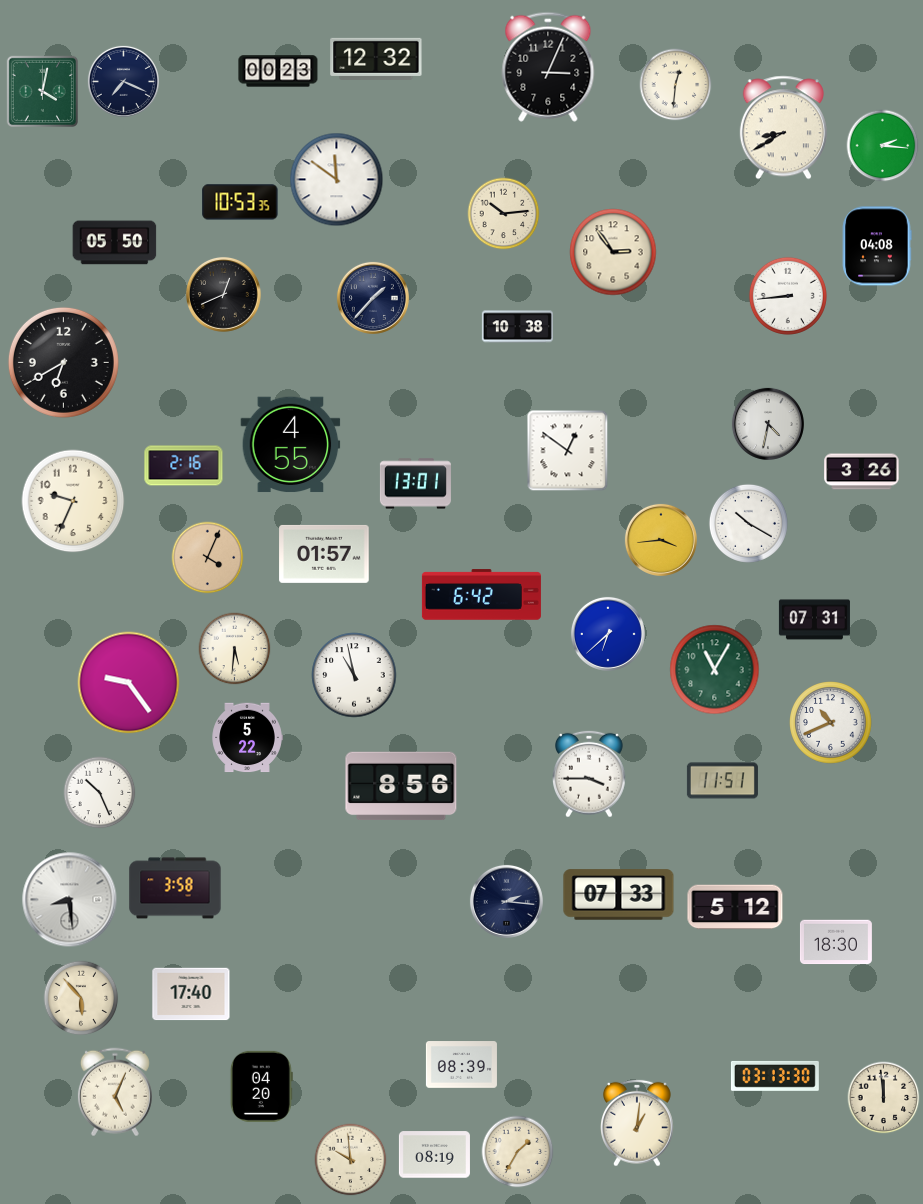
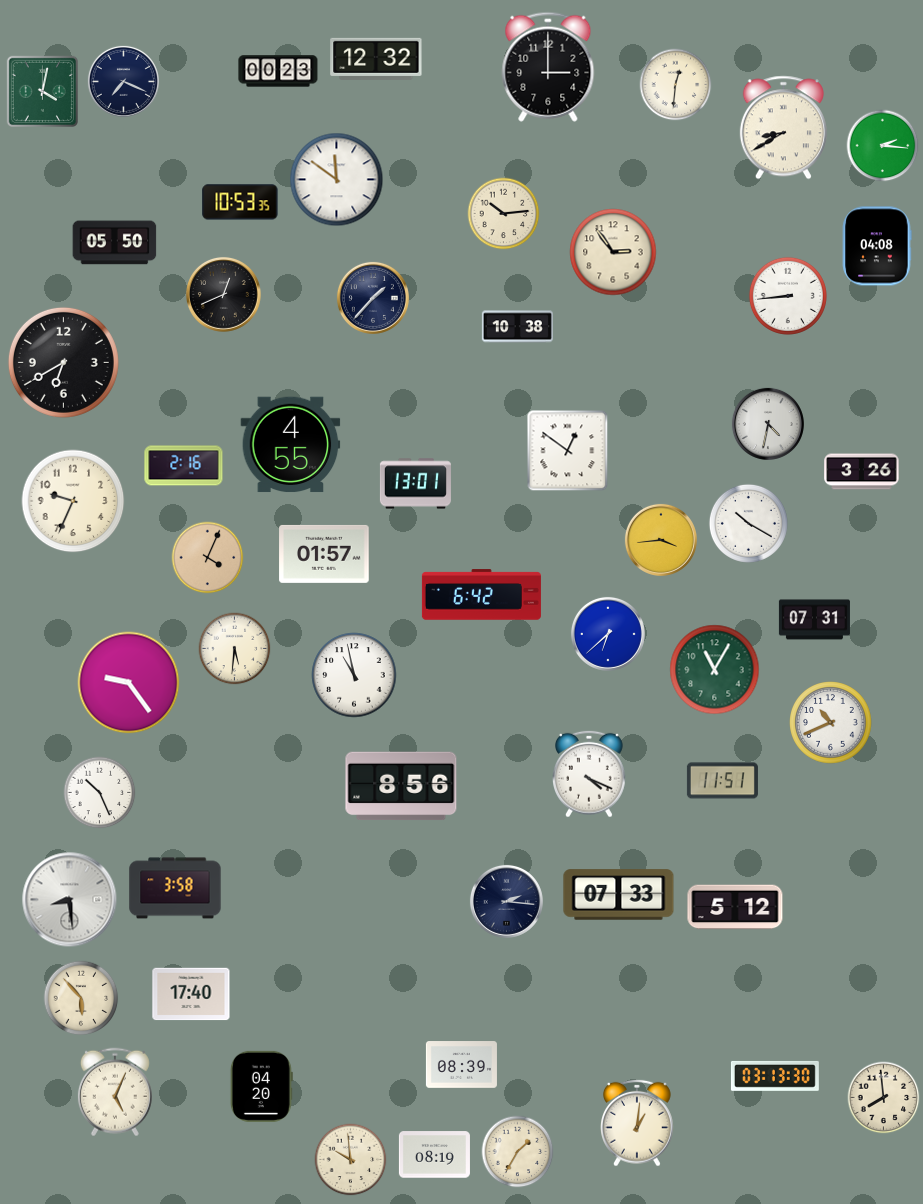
clock at (548, 67): 3:04 -> 3:00
clock at (247, 738): 5:22 -> none
clock at (590, 774): 3:45 -> 4:19
clock at (836, 942): 18:30 -> none
clock at (884, 1098): 11:59 -> 7:59
